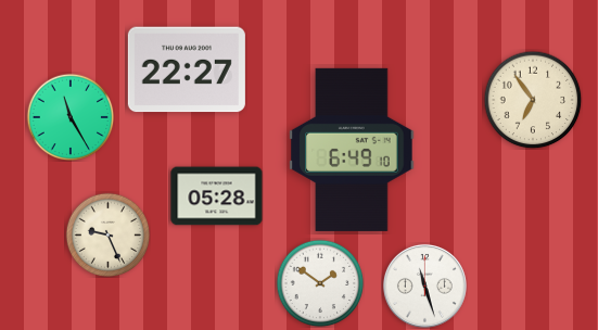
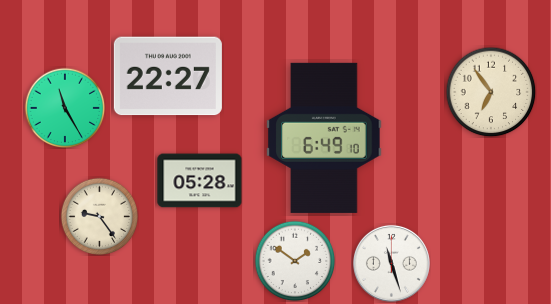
clock at (187, 69) position: (187, 69) -> (168, 76)
clock at (107, 234): 9:26 -> 9:24
